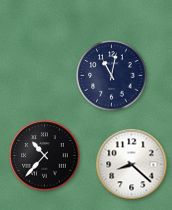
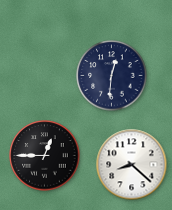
clock at (112, 76): 11:02 -> 12:31
clock at (45, 156): 10:37 -> 12:45
